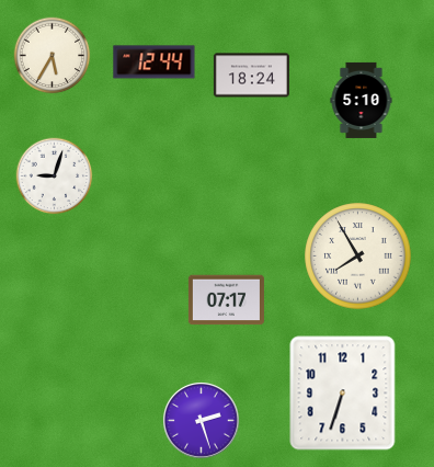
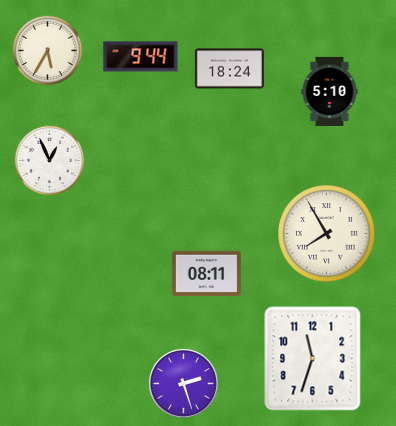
clock at (155, 62): 12:44 -> 9:44
clock at (55, 176): 9:03 -> 12:56
clock at (226, 300): 07:17 -> 08:11
clock at (343, 394): 6:33 -> 11:33
